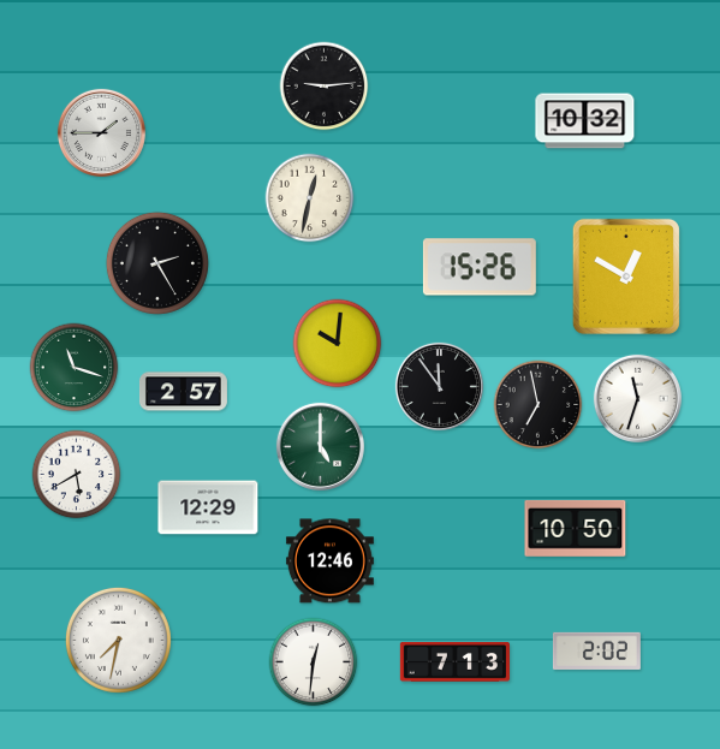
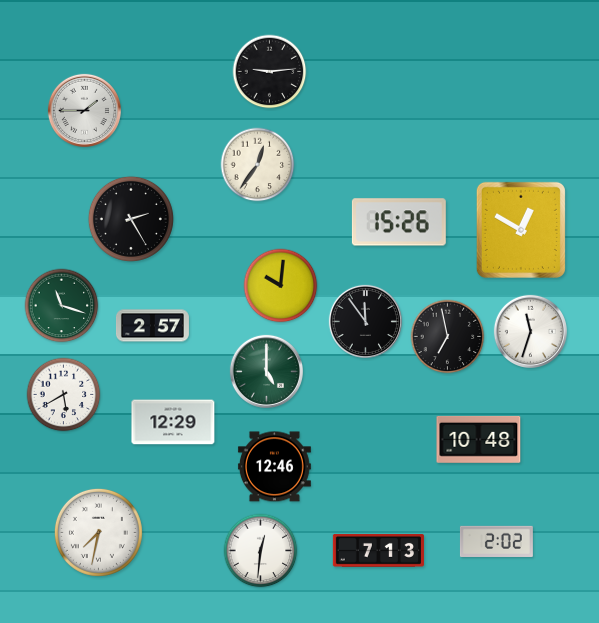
clock at (585, 121): 10:32 -> none
clock at (310, 198): 12:32 -> 12:36
clock at (576, 528): 10:50 -> 10:48
